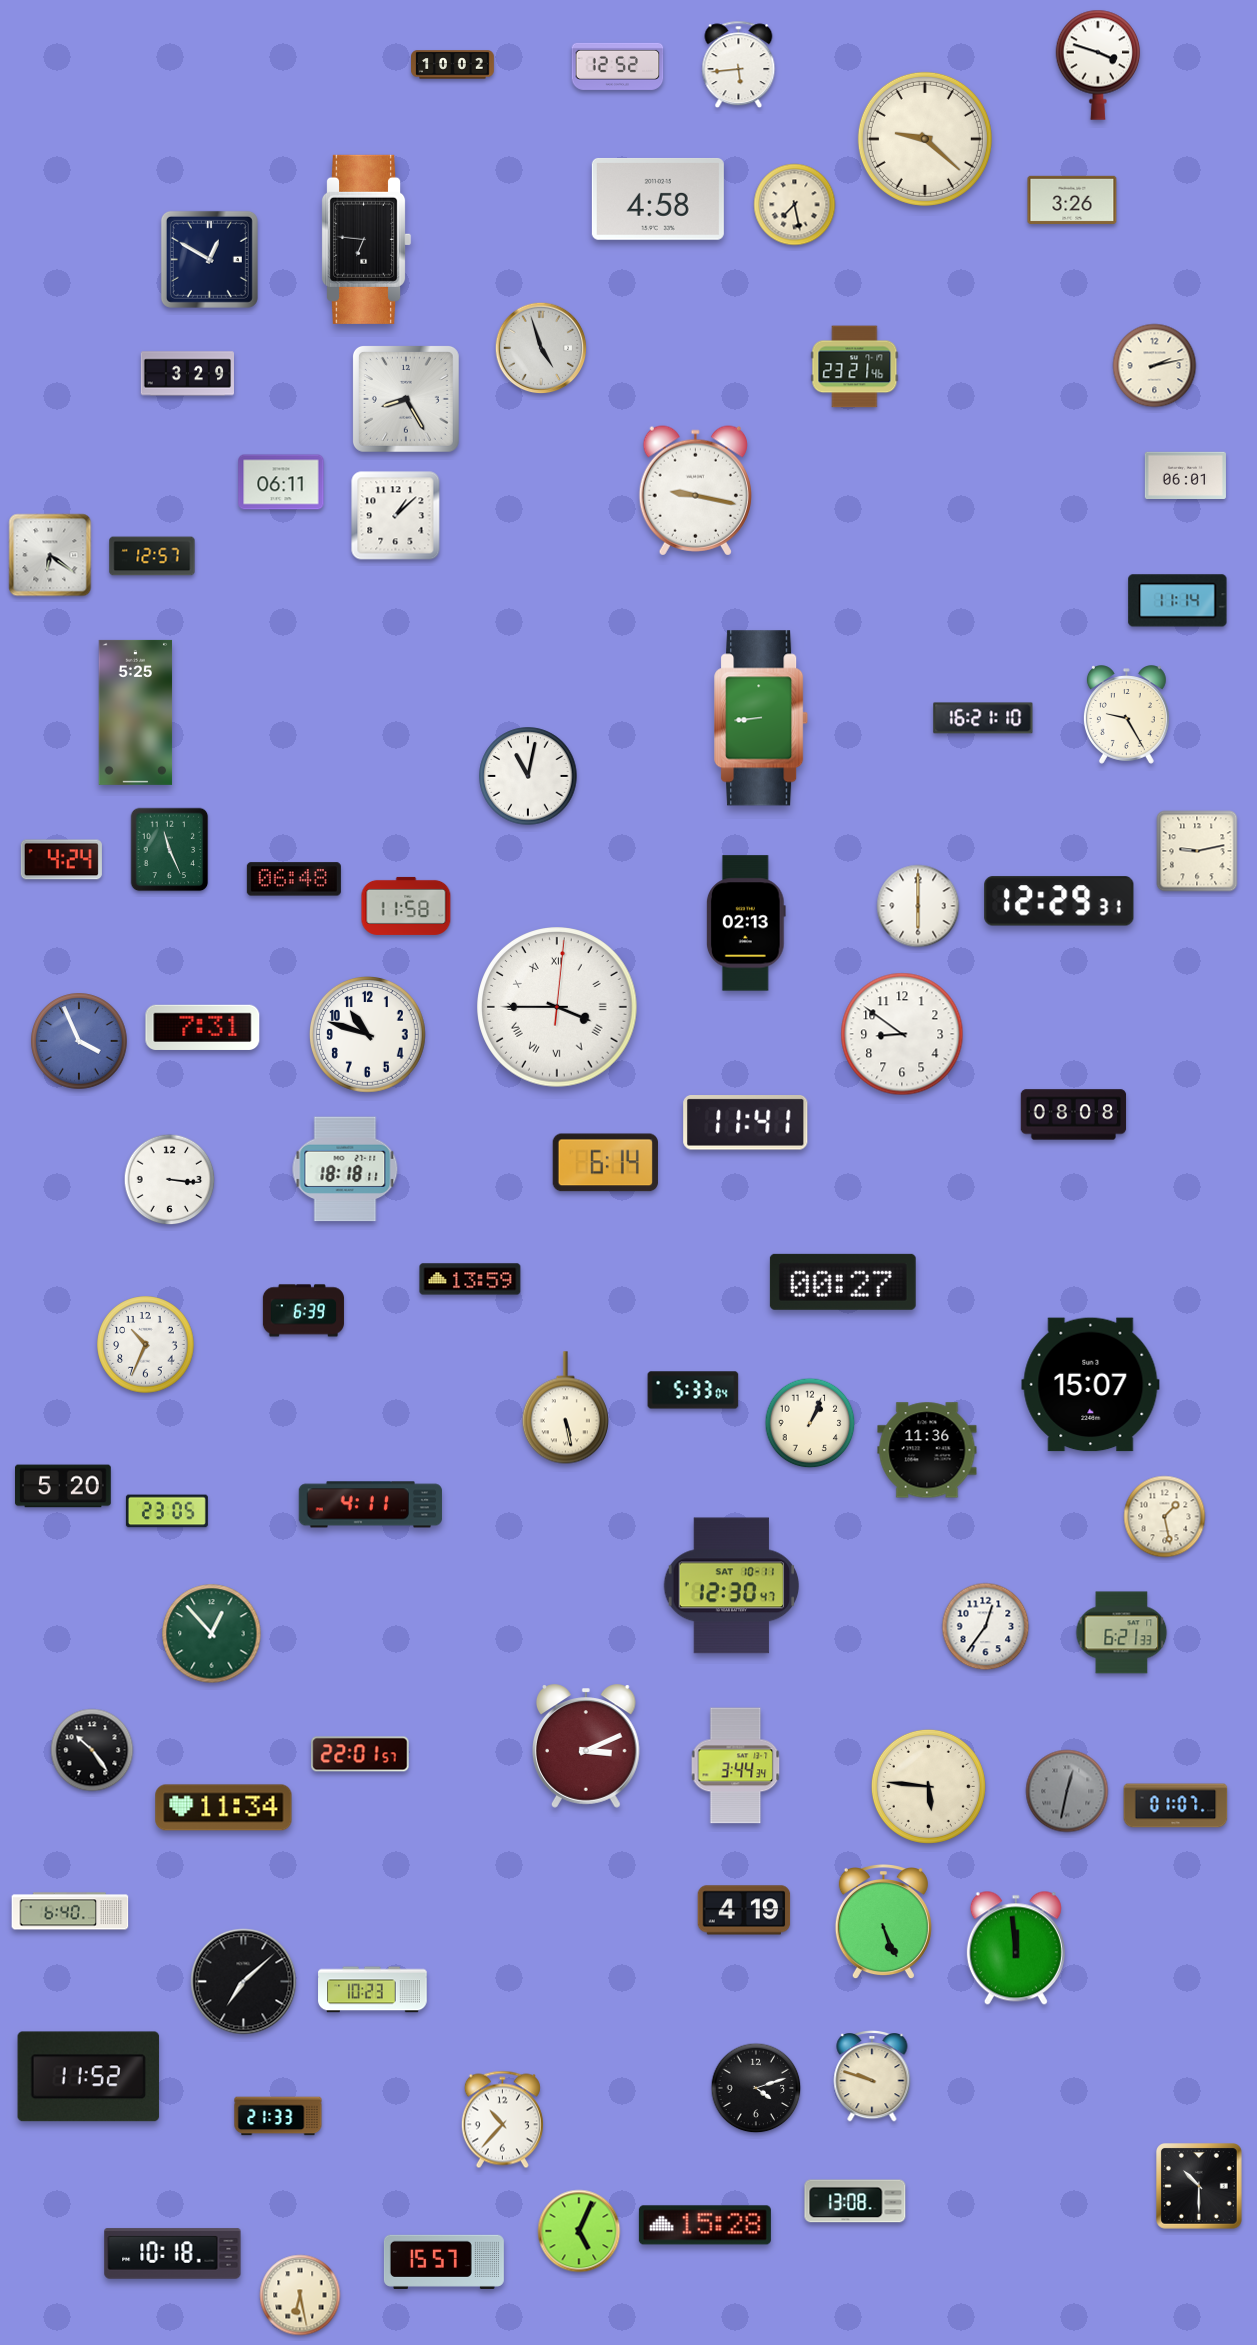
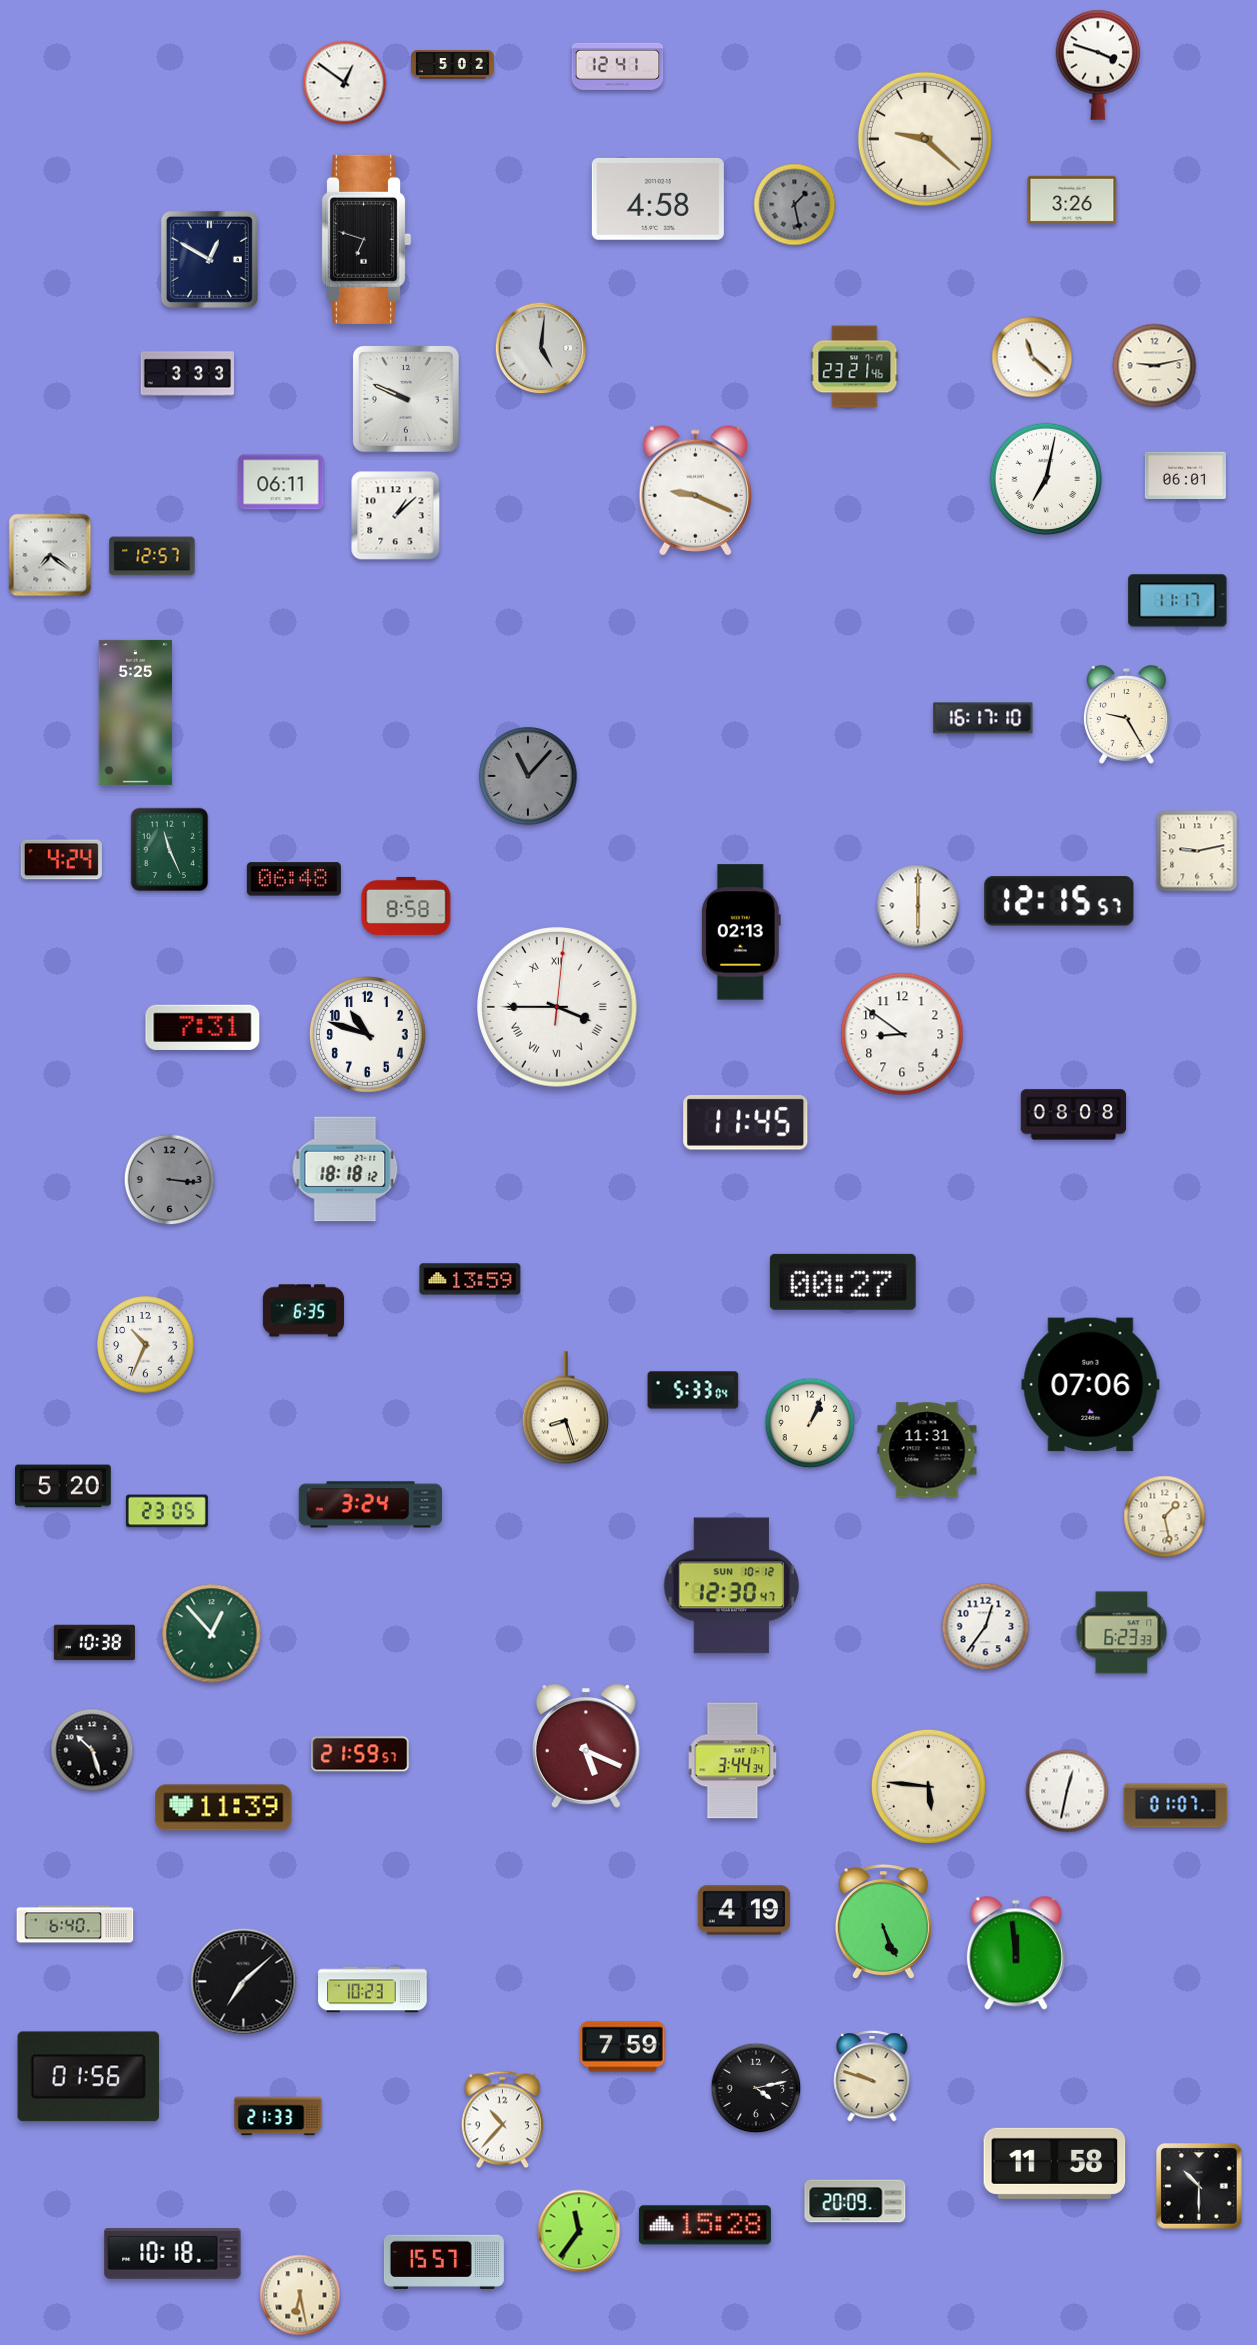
clock at (453, 65): 10:02 -> 5:02
clock at (739, 65): 5:44 -> none
clock at (618, 66): 12:52 -> 12:41
clock at (345, 83): none -> 12:51
clock at (795, 205): 7:28 -> 1:28
clock at (795, 205) dial: cream -> grey
clock at (367, 239): 6:46 -> 6:48
clock at (541, 348): 4:57 -> 5:01
clock at (1032, 357): none -> 11:22
clock at (1155, 366): 2:13 -> 9:13
clock at (187, 374): 3:29 -> 3:33
clock at (406, 399): 8:25 -> 9:49
clock at (1045, 478): none -> 7:02
clock at (695, 491): 9:17 -> 9:19
clock at (50, 555): 6:21 -> 7:21
clock at (1178, 601): 11:14 -> 11:17
clock at (762, 718): 8:44 -> none
clock at (983, 718): 16:21 -> 16:17
clock at (528, 776): 11:02 -> 11:07
clock at (528, 776) dial: white -> grey
clock at (1059, 901): 12:29 -> 12:15
clock at (406, 906): 11:58 -> 8:58
clock at (746, 923) position: (746, 923) -> (741, 932)
clock at (79, 1041): 3:56 -> none
clock at (746, 1123): 11:41 -> 11:45
clock at (605, 1163): 6:14 -> none
clock at (345, 1169): 18:18:11 -> 18:18:12
clock at (170, 1180) dial: white -> grey
clock at (303, 1311): 6:39 -> 6:35
clock at (1091, 1385): 15:07 -> 07:06
clock at (565, 1408): 5:28 -> 8:27
clock at (927, 1450): 11:36 -> 11:31
clock at (370, 1505): 4:11 -> 3:24
clock at (732, 1586) date: SAT 10-11 -> SUN 10-12
clock at (1122, 1633): 6:21 -> 6:23
clock at (94, 1643): none -> 10:38
clock at (587, 1746): 3:11 -> 5:19
clock at (92, 1750): 10:24 -> 10:27
clock at (360, 1754): 22:01 -> 21:59
clock at (736, 1766) position: (736, 1766) -> (733, 1761)
clock at (1067, 1791) dial: grey -> white
clock at (224, 1808): 11:34 -> 11:39
clock at (70, 1911) position: (70, 1911) -> (75, 1924)
clock at (1016, 1948) position: (1016, 1948) -> (1016, 1953)
clock at (623, 2047): none -> 7:59
clock at (89, 2077): 11:52 -> 01:56
clock at (756, 2088): 4:12 -> 4:13
clock at (1055, 2163): none -> 11:58
clock at (855, 2201): 13:08 -> 20:09
clock at (579, 2231): 5:04 -> 11:36
